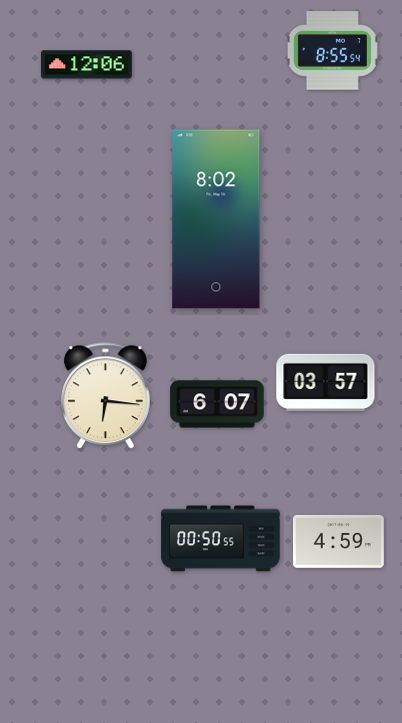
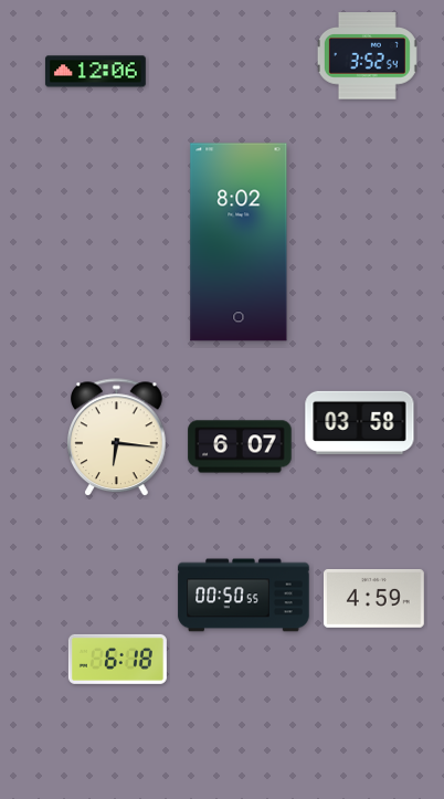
clock at (332, 51): 8:55 -> 3:52
clock at (326, 382): 03:57 -> 03:58
clock at (117, 659): none -> 6:18
